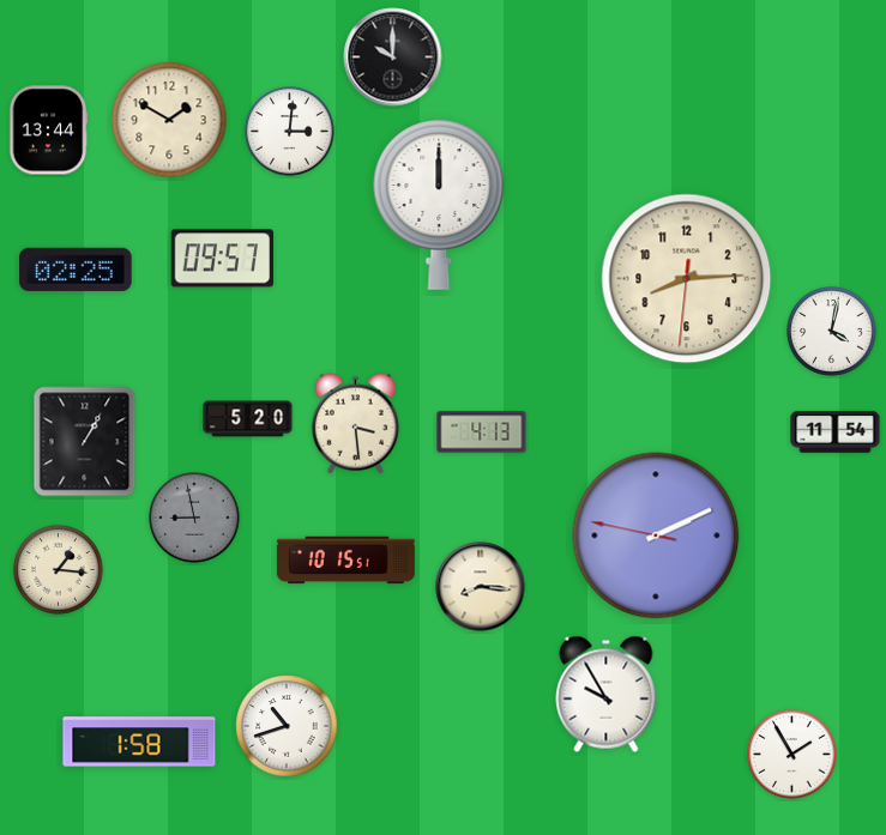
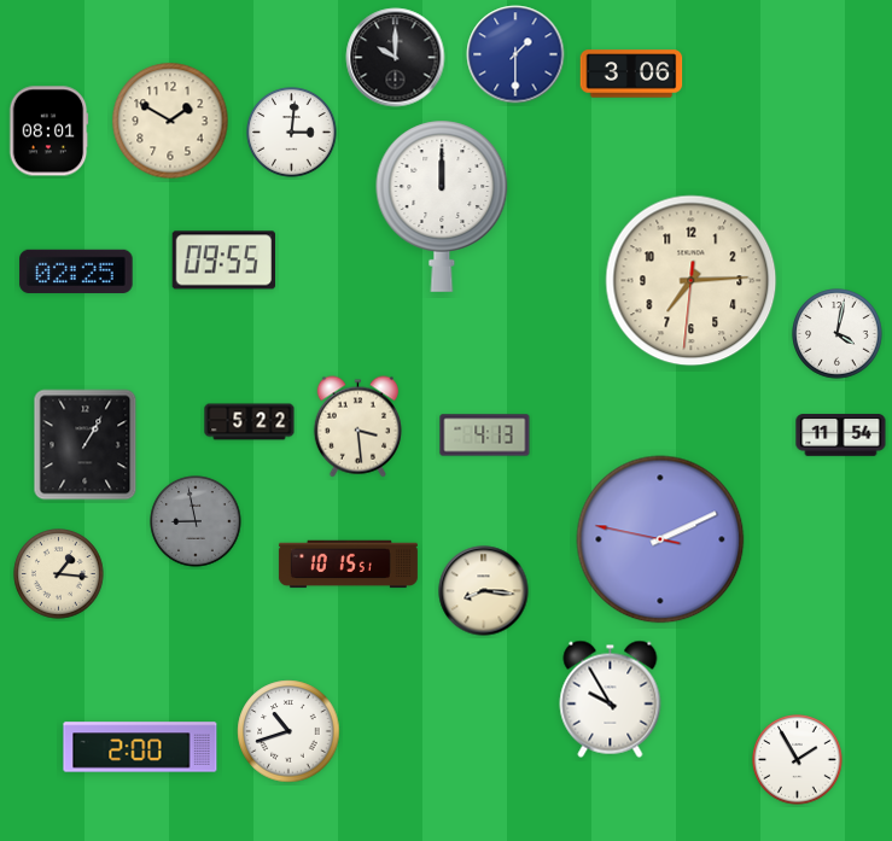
clock at (515, 54): none -> 1:30
clock at (631, 74): none -> 3:06
clock at (48, 131): 13:44 -> 08:01
clock at (223, 259): 09:57 -> 09:55
clock at (687, 279): 8:14 -> 7:14
clock at (248, 419): 5:20 -> 5:22
clock at (139, 742): 1:58 -> 2:00
